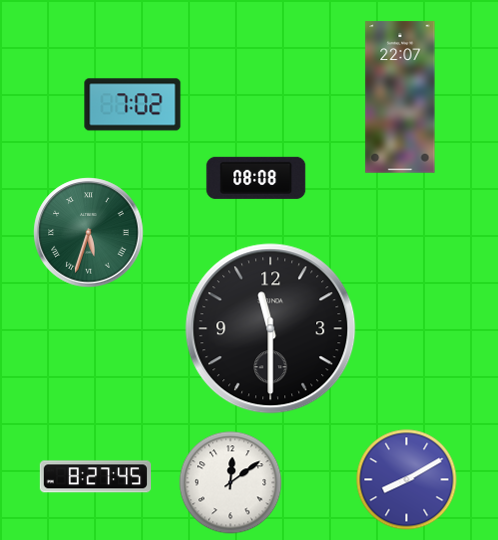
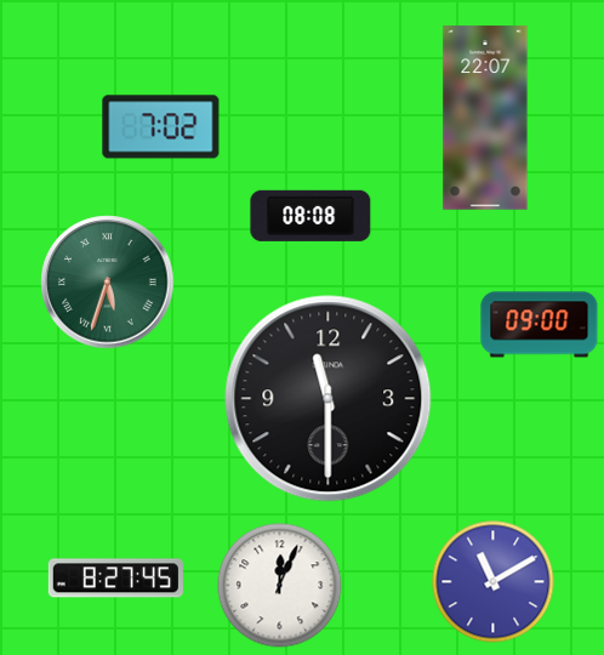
clock at (540, 325): none -> 09:00
clock at (407, 480): 8:10 -> 11:10
clock at (231, 483): 12:09 -> 12:04
